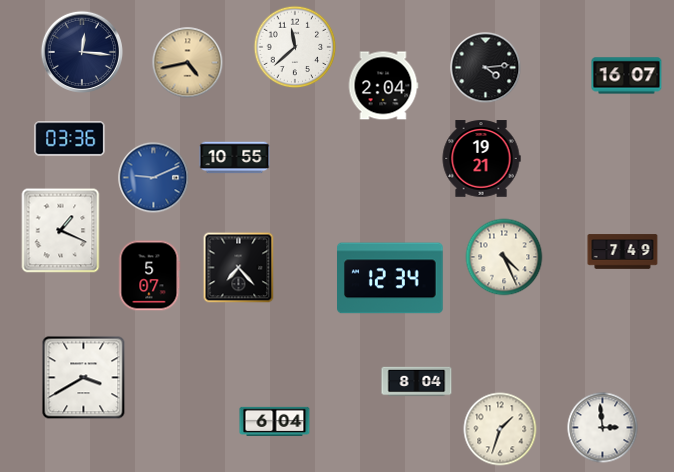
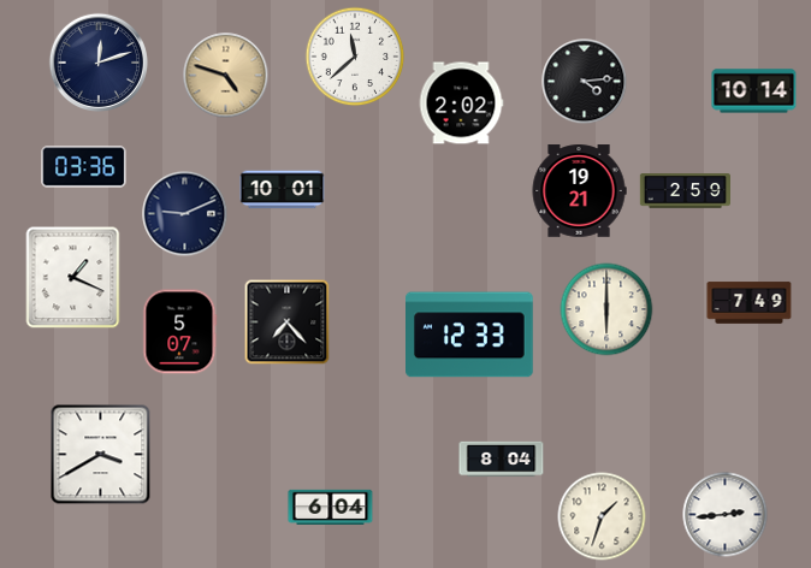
clock at (82, 52): 12:16 -> 12:12
clock at (188, 63): 4:43 -> 4:48
clock at (627, 76): 16:07 -> 10:14
clock at (383, 86): 2:04 -> 2:02
clock at (235, 158): 10:55 -> 10:01
clock at (685, 191): none -> 2:59
clock at (154, 178) dial: blue -> navy
clock at (504, 257): 4:26 -> 6:00
clock at (390, 278): 12:34 -> 12:33
clock at (603, 428): 2:59 -> 2:44
